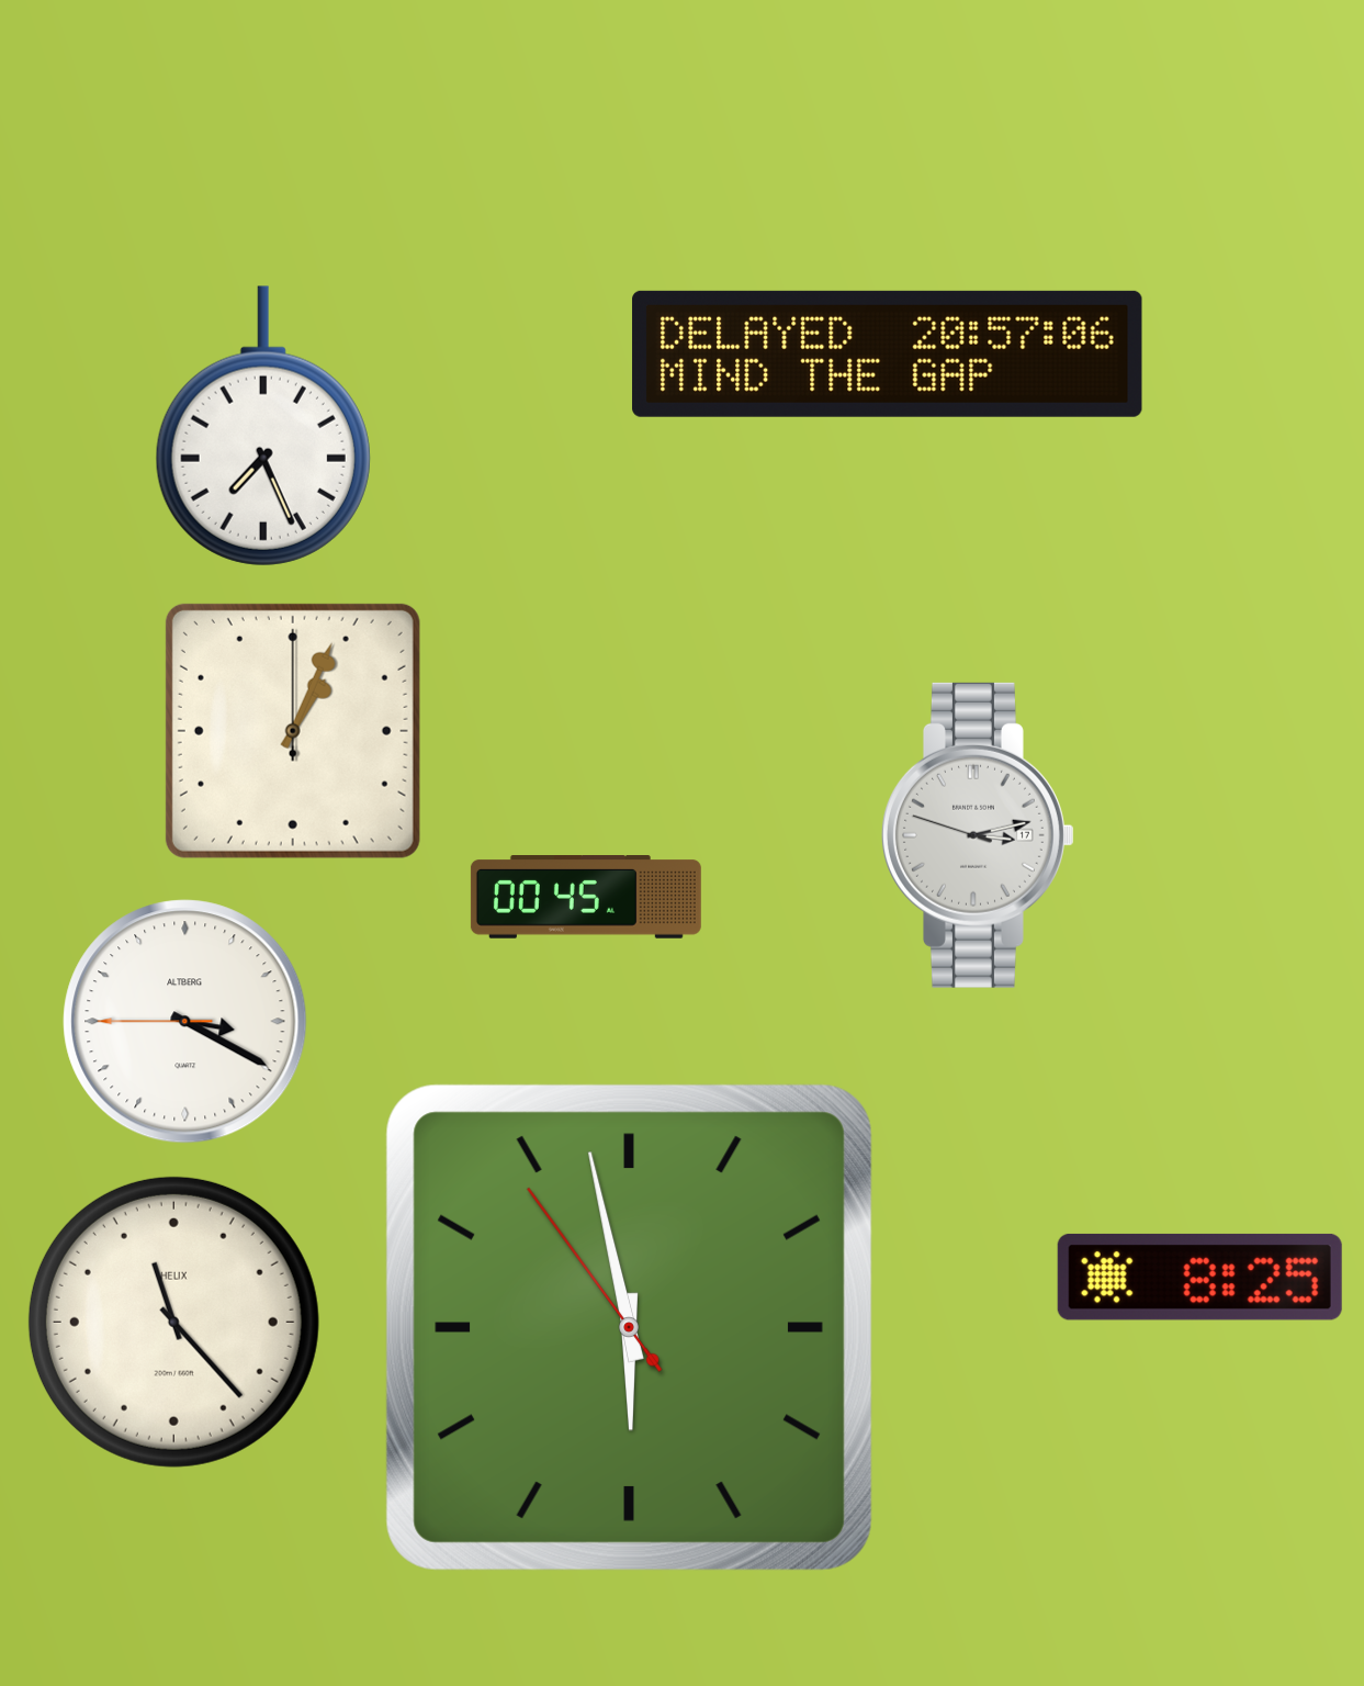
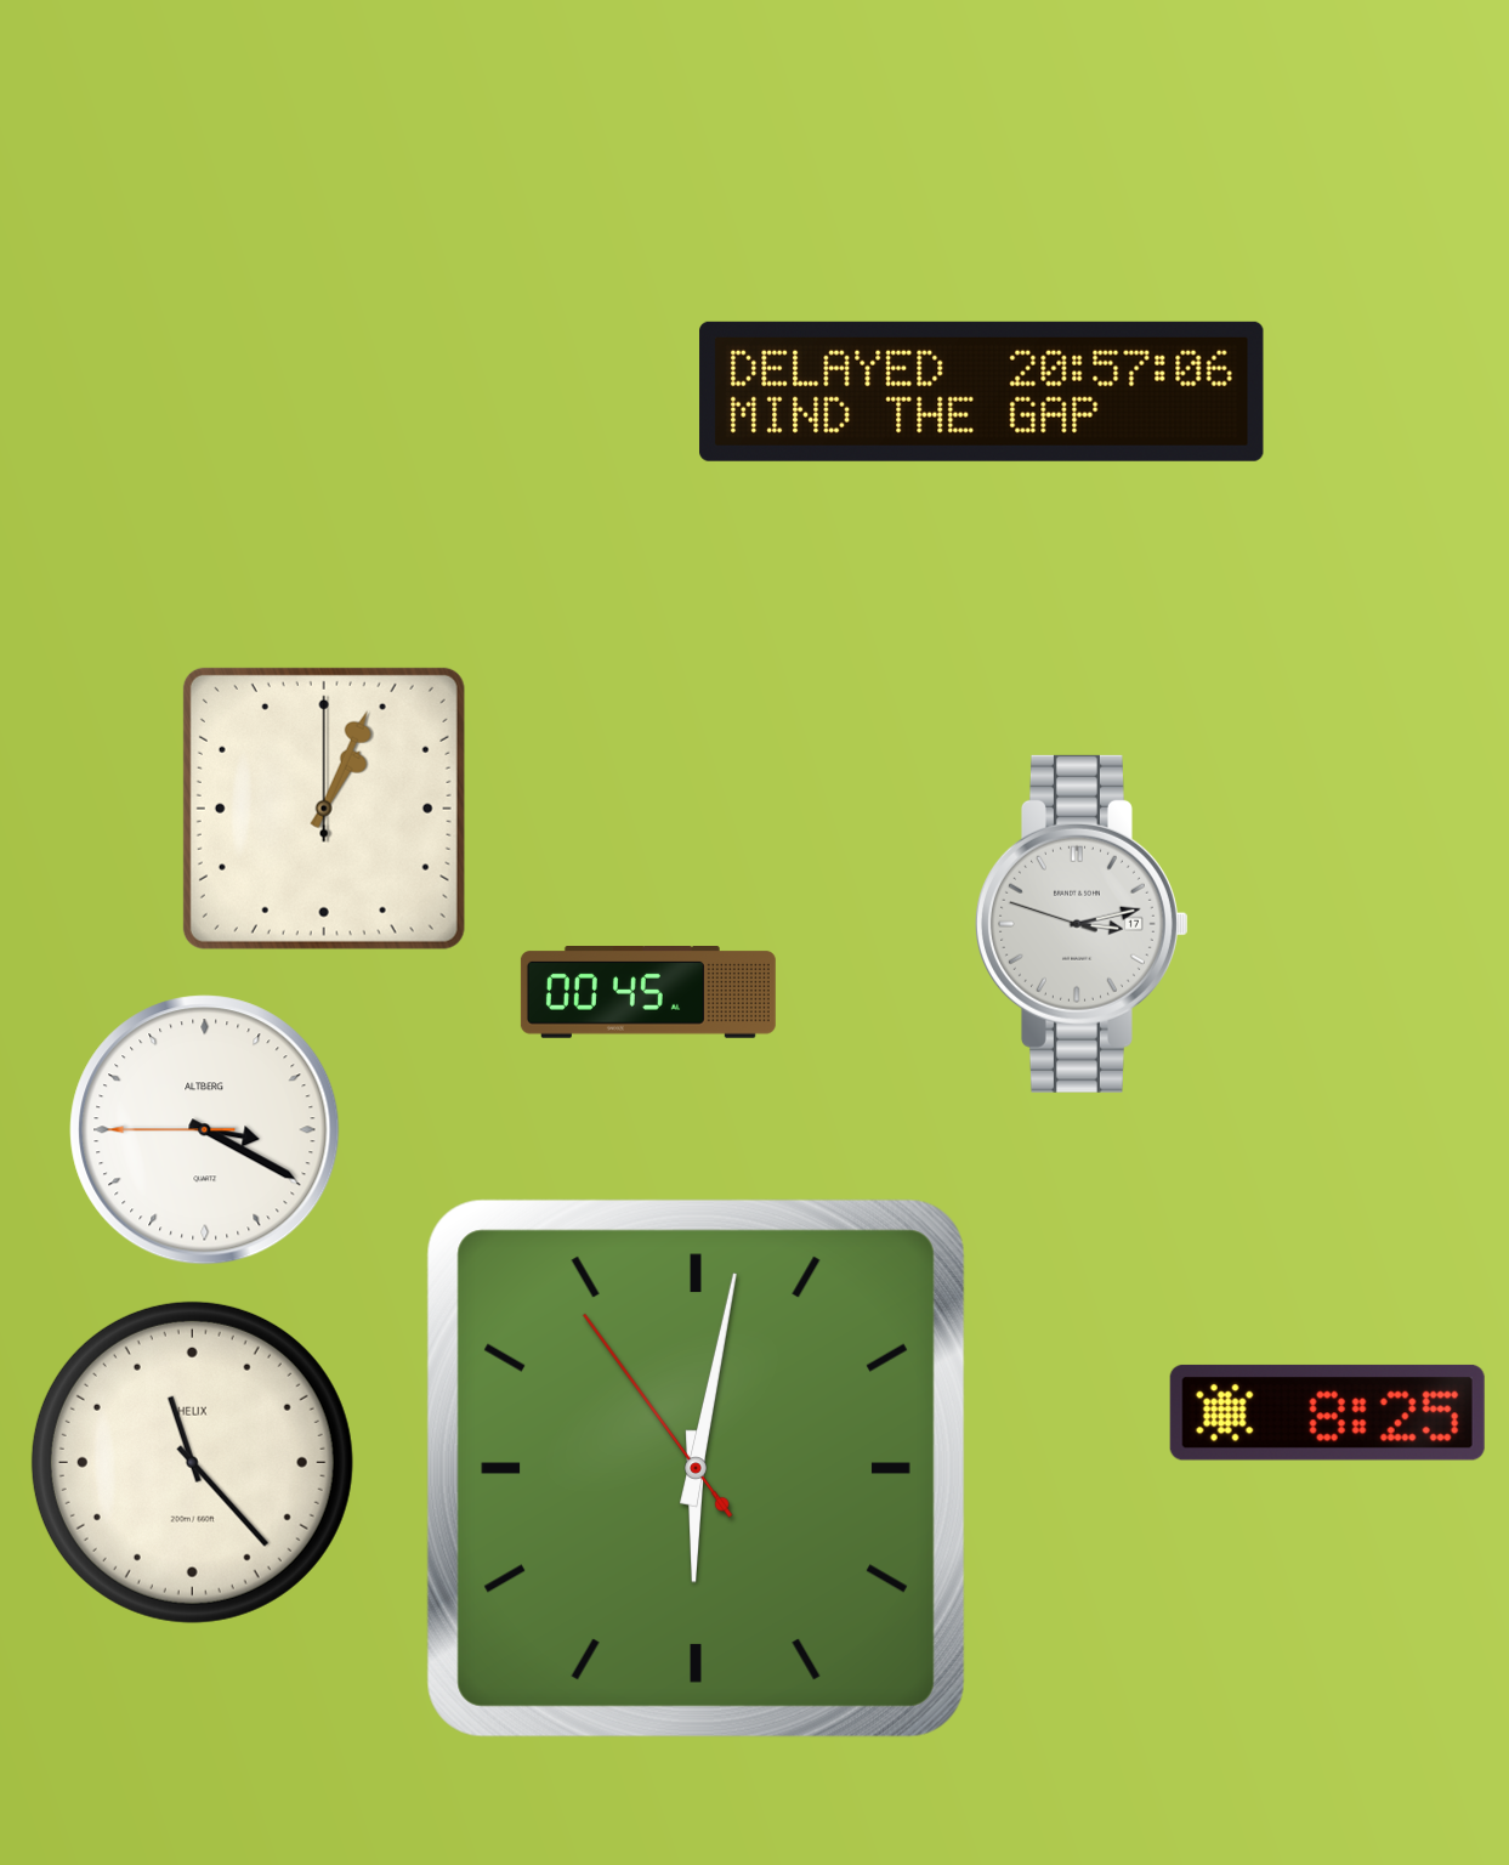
clock at (263, 426): 7:26 -> none
clock at (629, 1327): 5:57 -> 6:01
